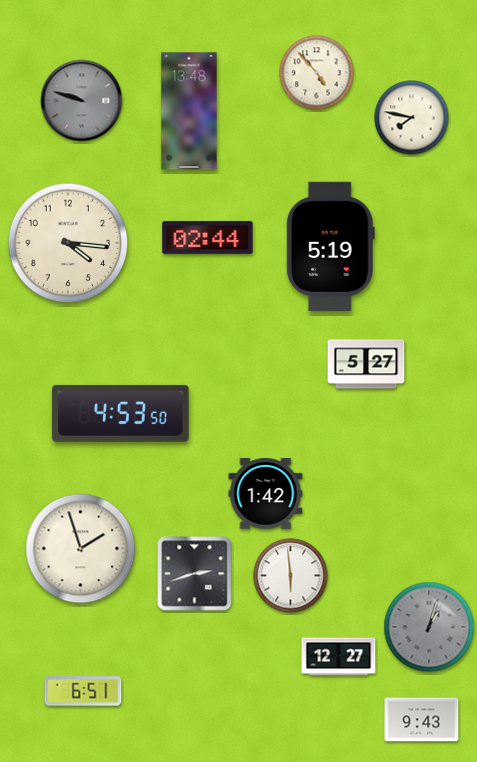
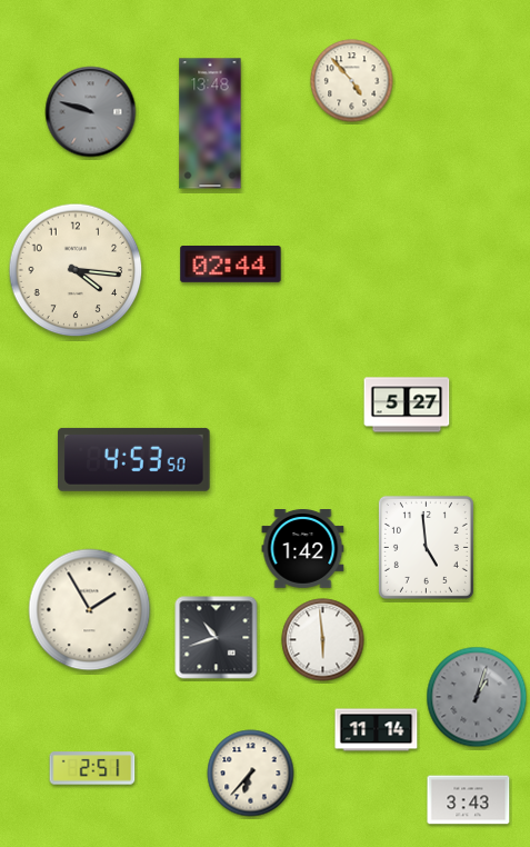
clock at (412, 118): 7:47 -> none
clock at (330, 246): 5:19 -> none
clock at (426, 547): none -> 4:59
clock at (266, 494) position: (266, 494) -> (303, 549)
clock at (81, 549): 1:57 -> 1:55
clock at (195, 574): 2:42 -> 10:42
clock at (339, 657): 12:27 -> 11:14
clock at (83, 691): 6:51 -> 2:51
clock at (251, 774): none -> 6:37
clock at (422, 720): 9:43 -> 3:43
